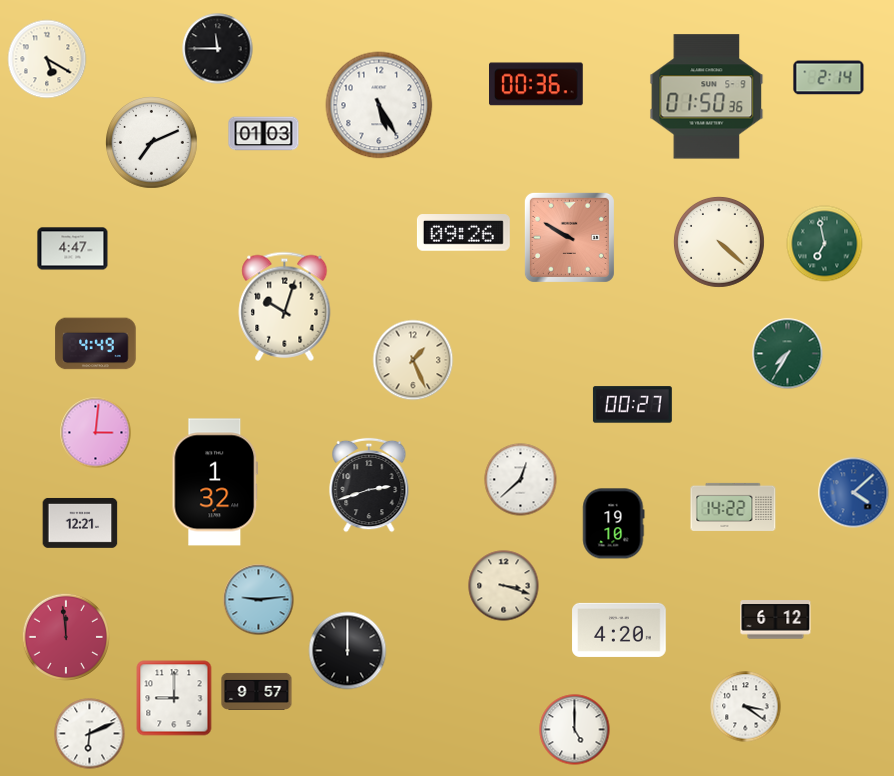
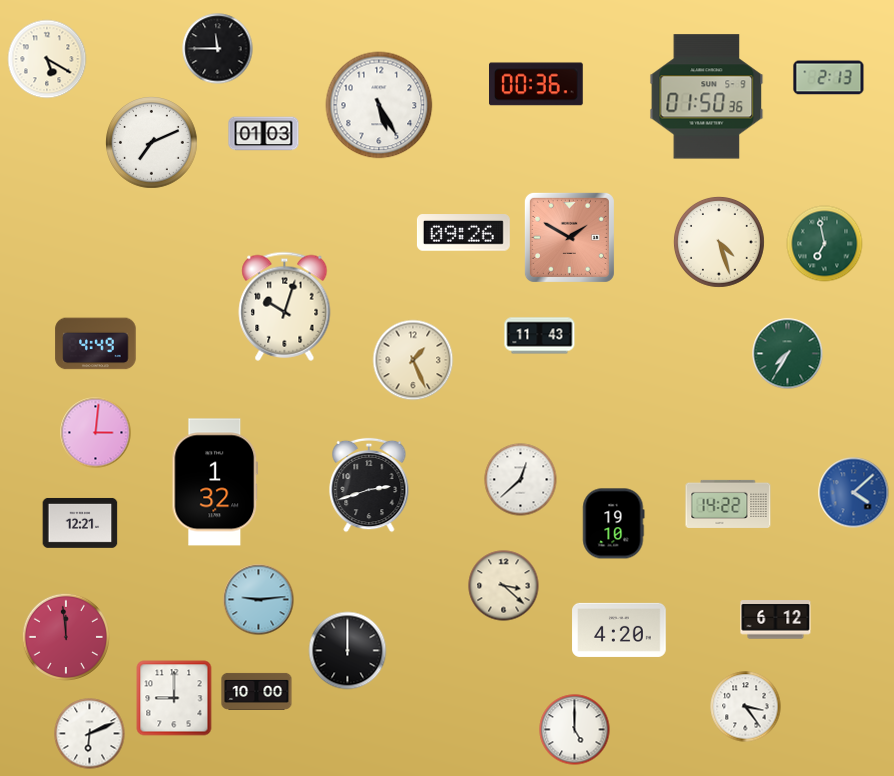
clock at (829, 78): 2:14 -> 2:13
clock at (569, 237): 9:50 -> 1:50
clock at (719, 242): 4:22 -> 4:27
clock at (73, 249): 4:47 -> none
clock at (540, 336): none -> 11:43
clock at (632, 405): 00:27 -> none
clock at (733, 507) position: (733, 507) -> (728, 504)
clock at (504, 586): 3:18 -> 3:22
clock at (257, 691): 9:57 -> 10:00
clock at (746, 707): 3:21 -> 3:24
